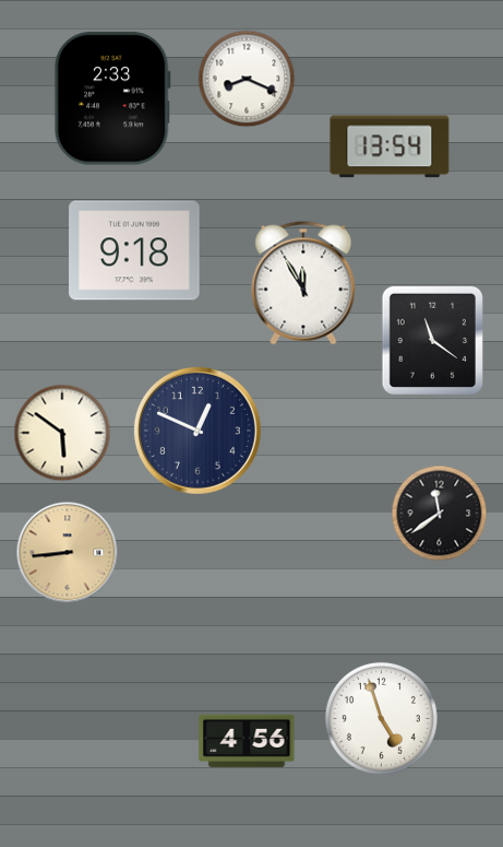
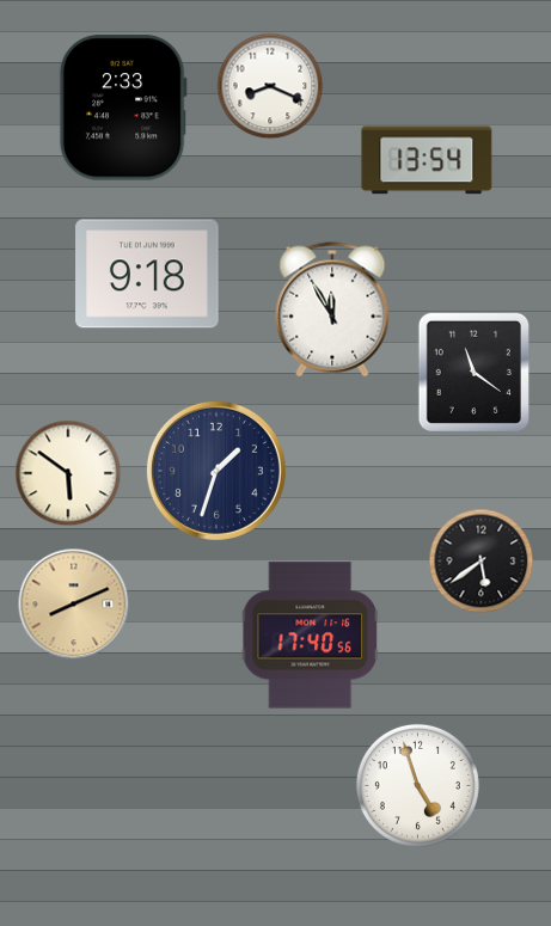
clock at (197, 431): 12:49 -> 1:33
clock at (440, 514): 11:39 -> 5:39
clock at (68, 553): 8:44 -> 8:11
clock at (311, 636): none -> 17:40
clock at (247, 741): 4:56 -> none
